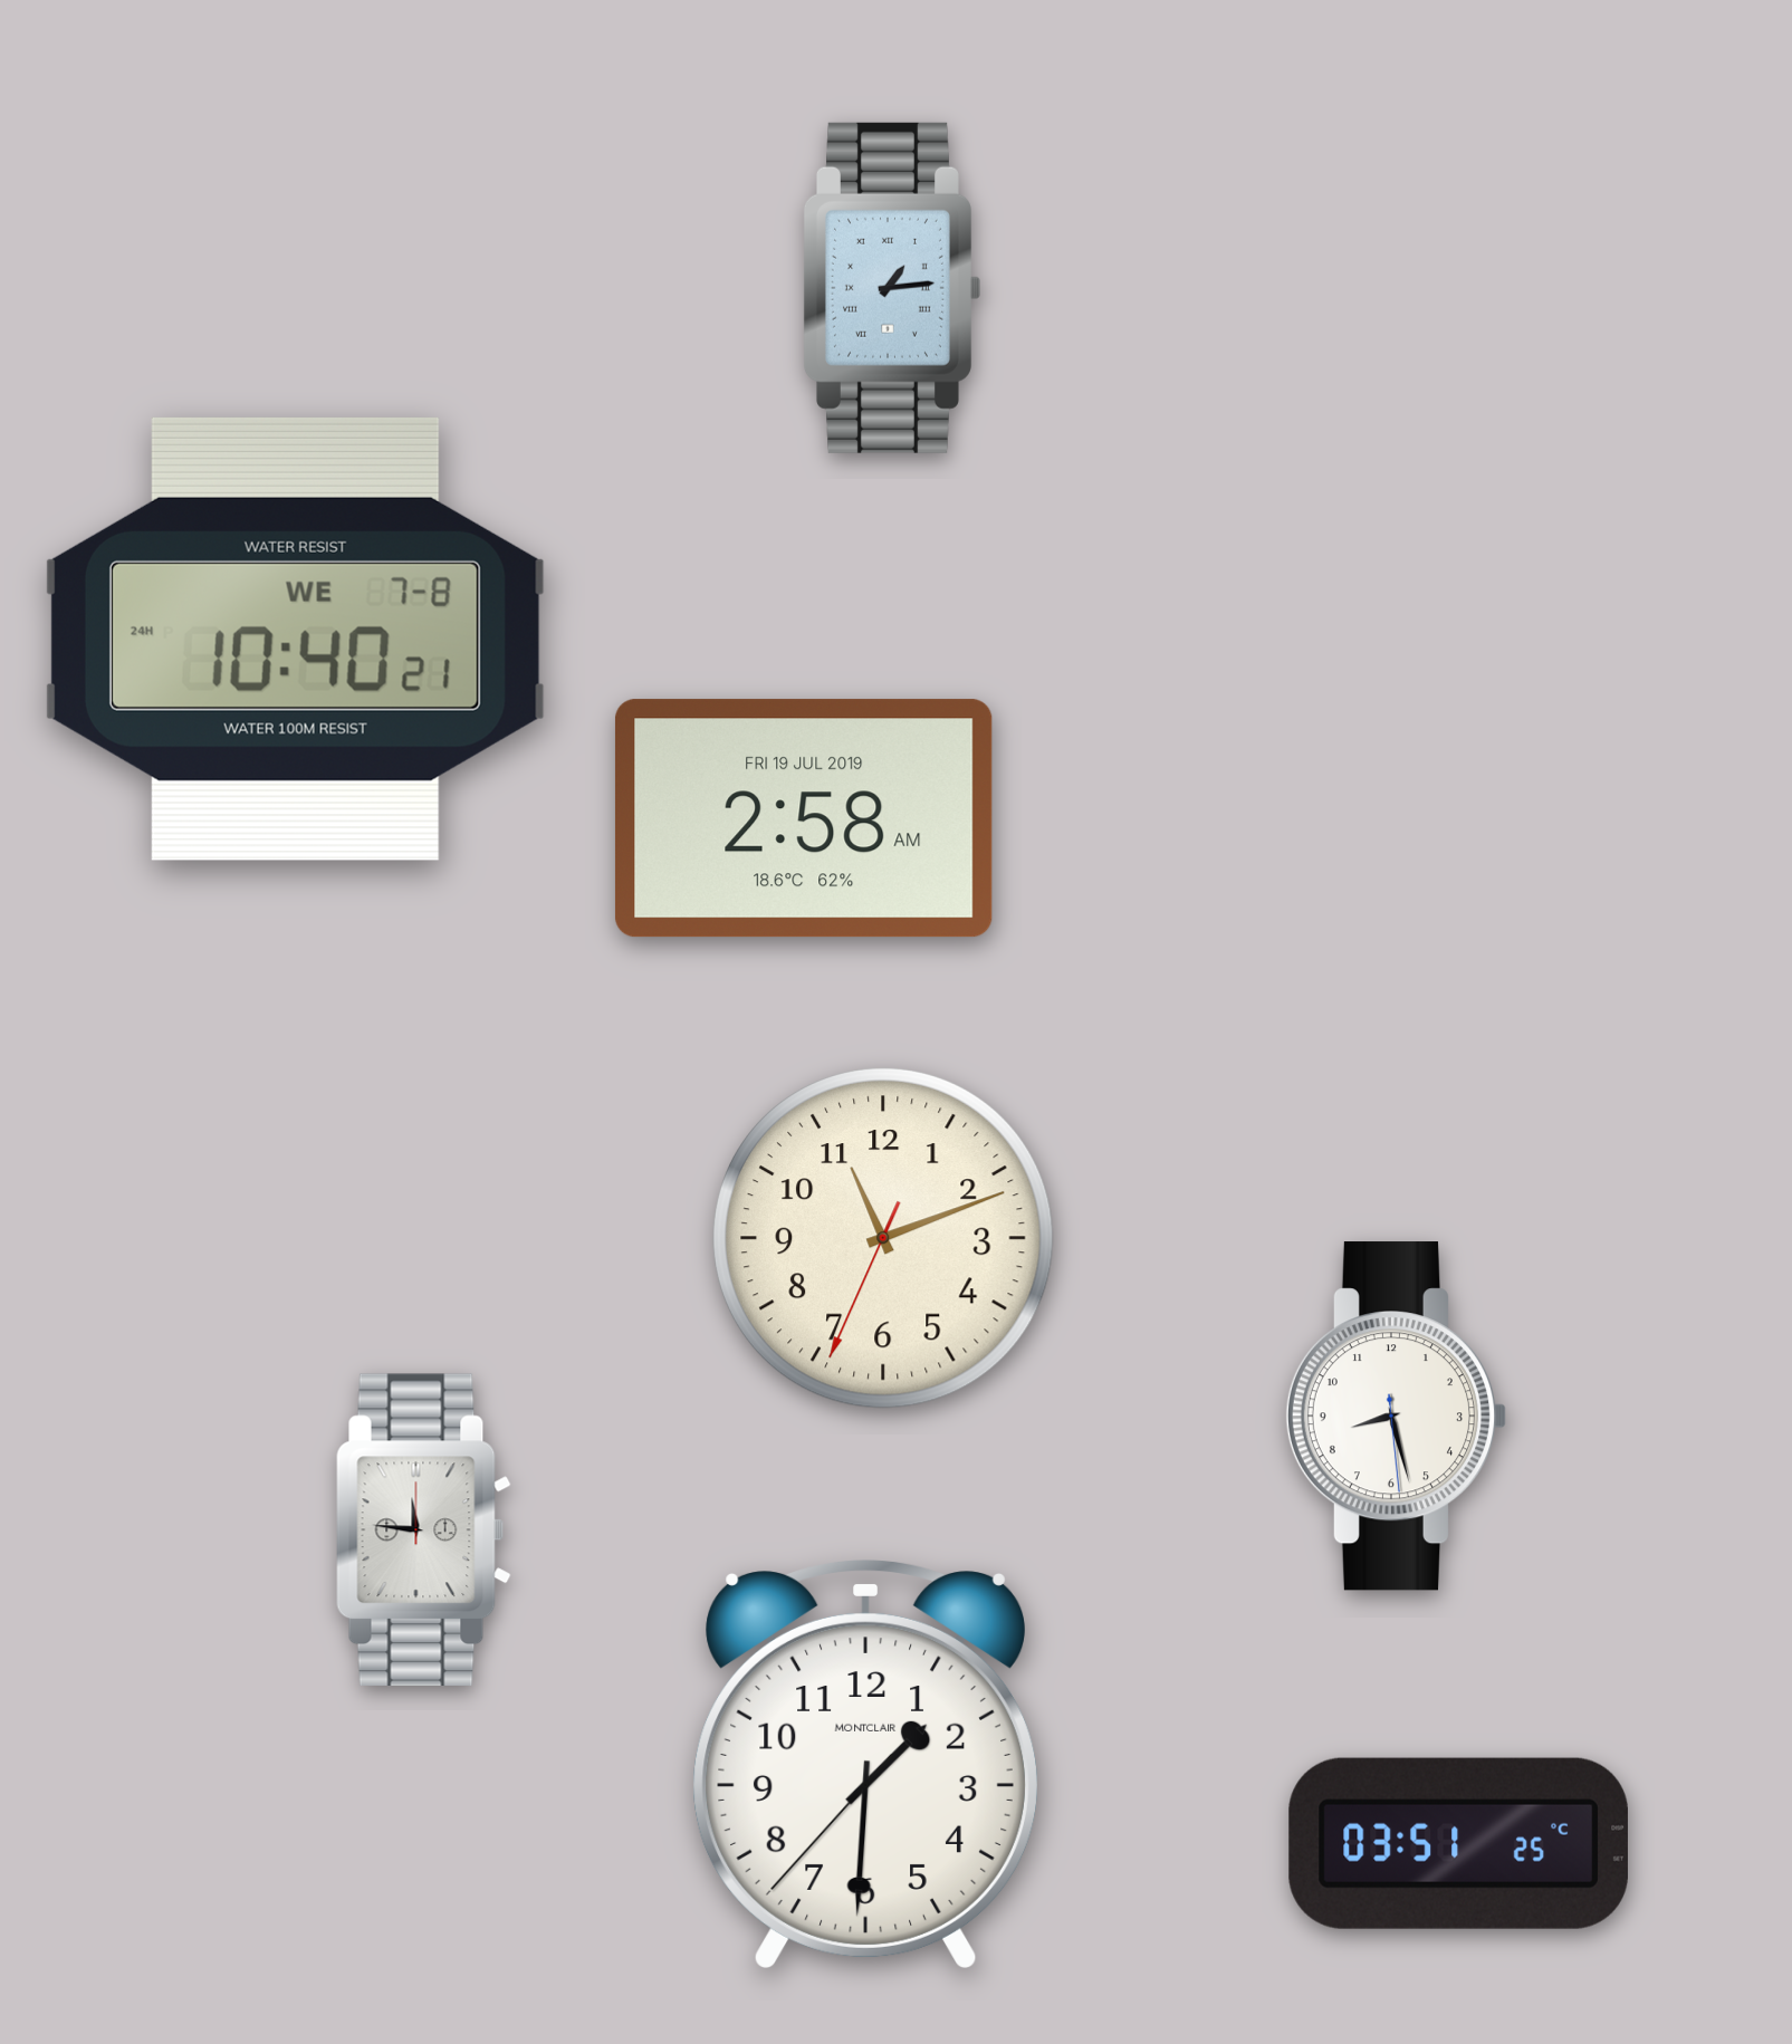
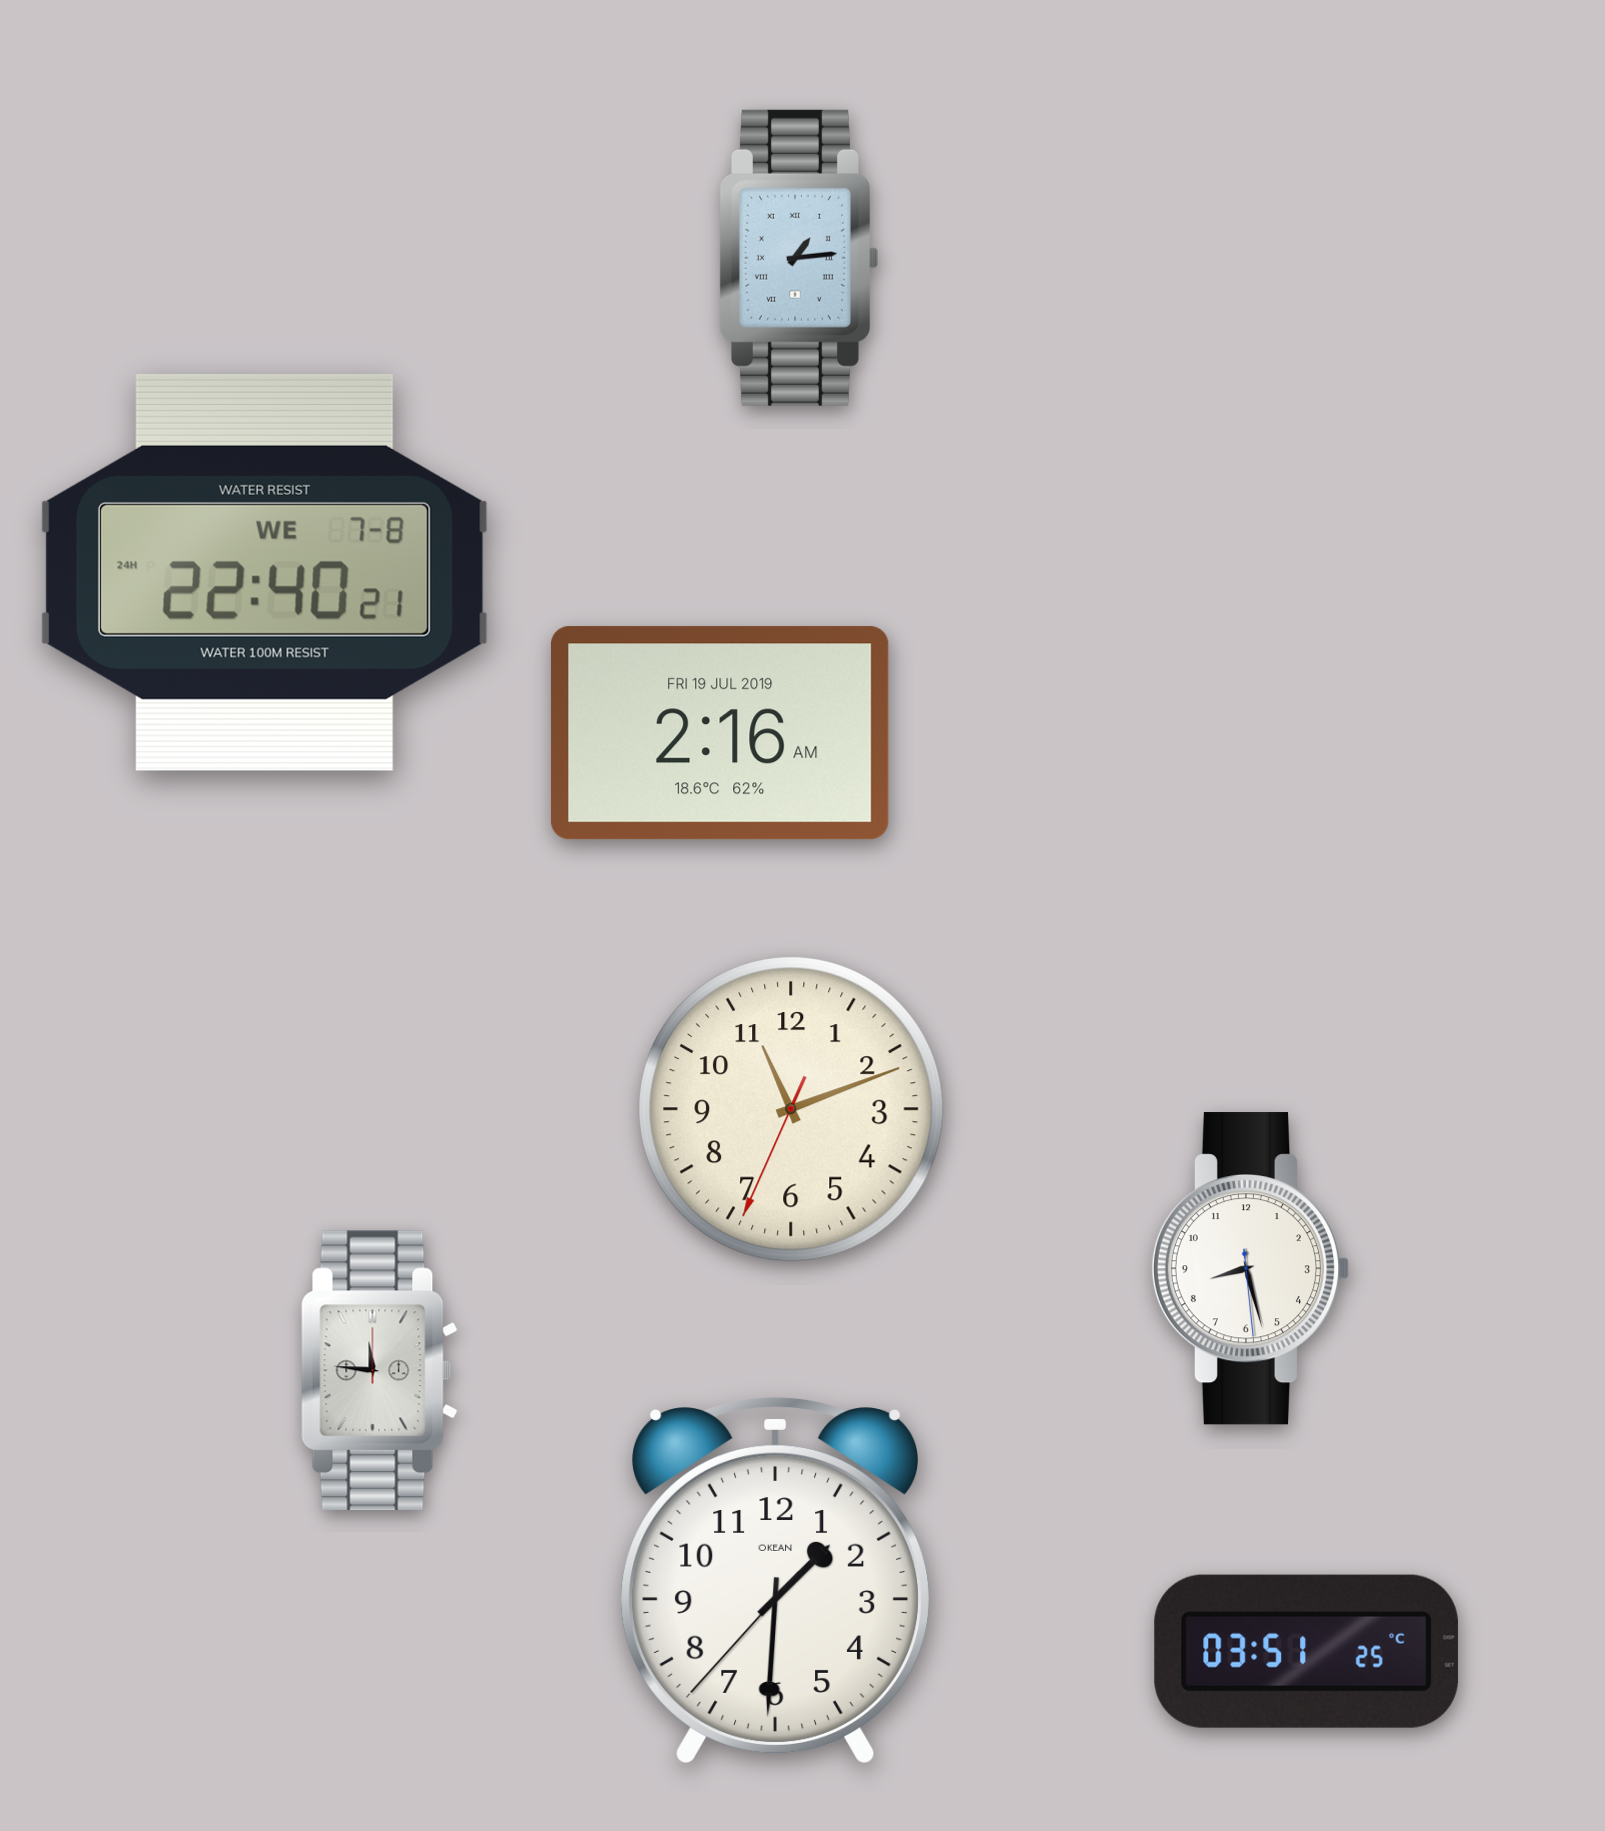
clock at (295, 639): 10:40 -> 22:40
clock at (804, 818): 2:58 -> 2:16
clock at (865, 1765) brand: MONTCLAIR -> OKEAN
